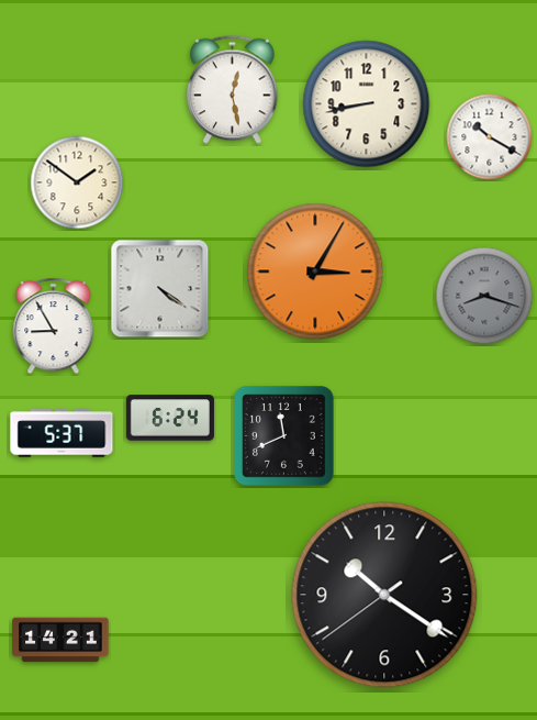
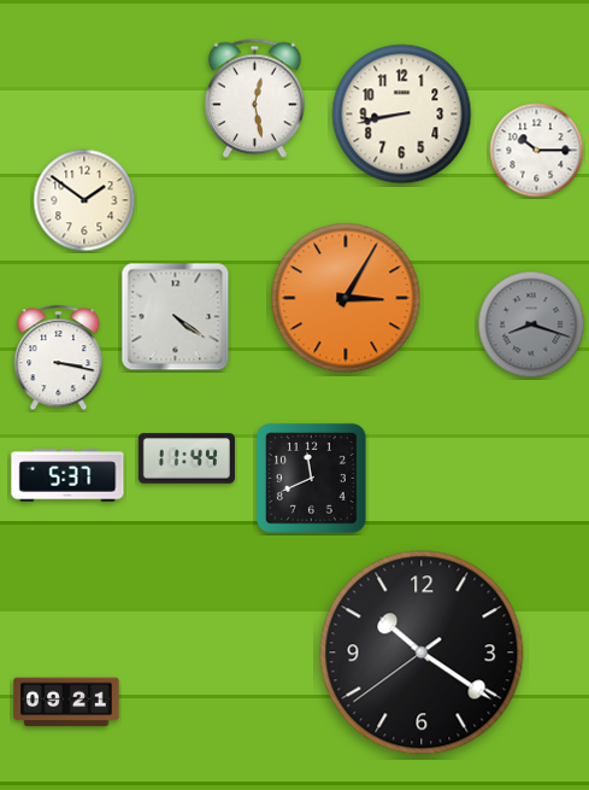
clock at (490, 137): 10:20 -> 10:15
clock at (54, 326): 8:55 -> 3:17
clock at (170, 418): 6:24 -> 11:44
clock at (60, 640): 14:21 -> 09:21
